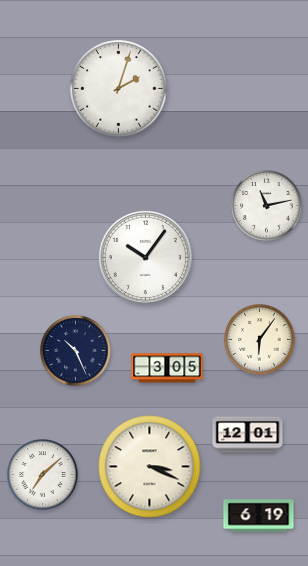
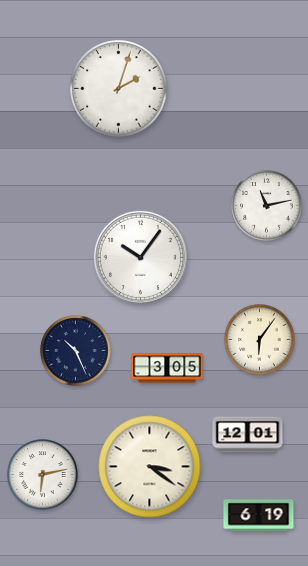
clock at (145, 257) position: (145, 257) -> (140, 257)
clock at (150, 467): 3:19 -> 3:21
clock at (43, 475): 7:08 -> 6:13
